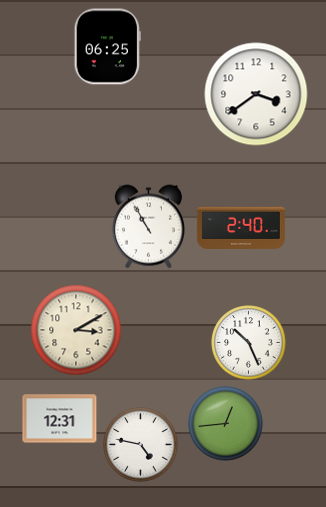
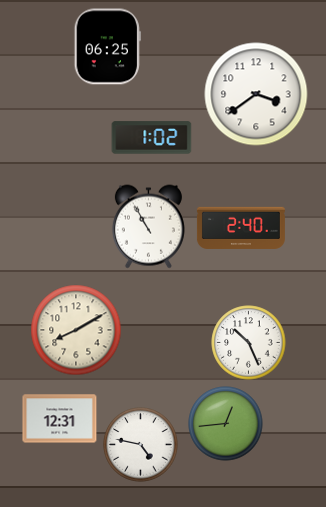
clock at (152, 138): none -> 1:02
clock at (76, 330): 3:10 -> 8:10
